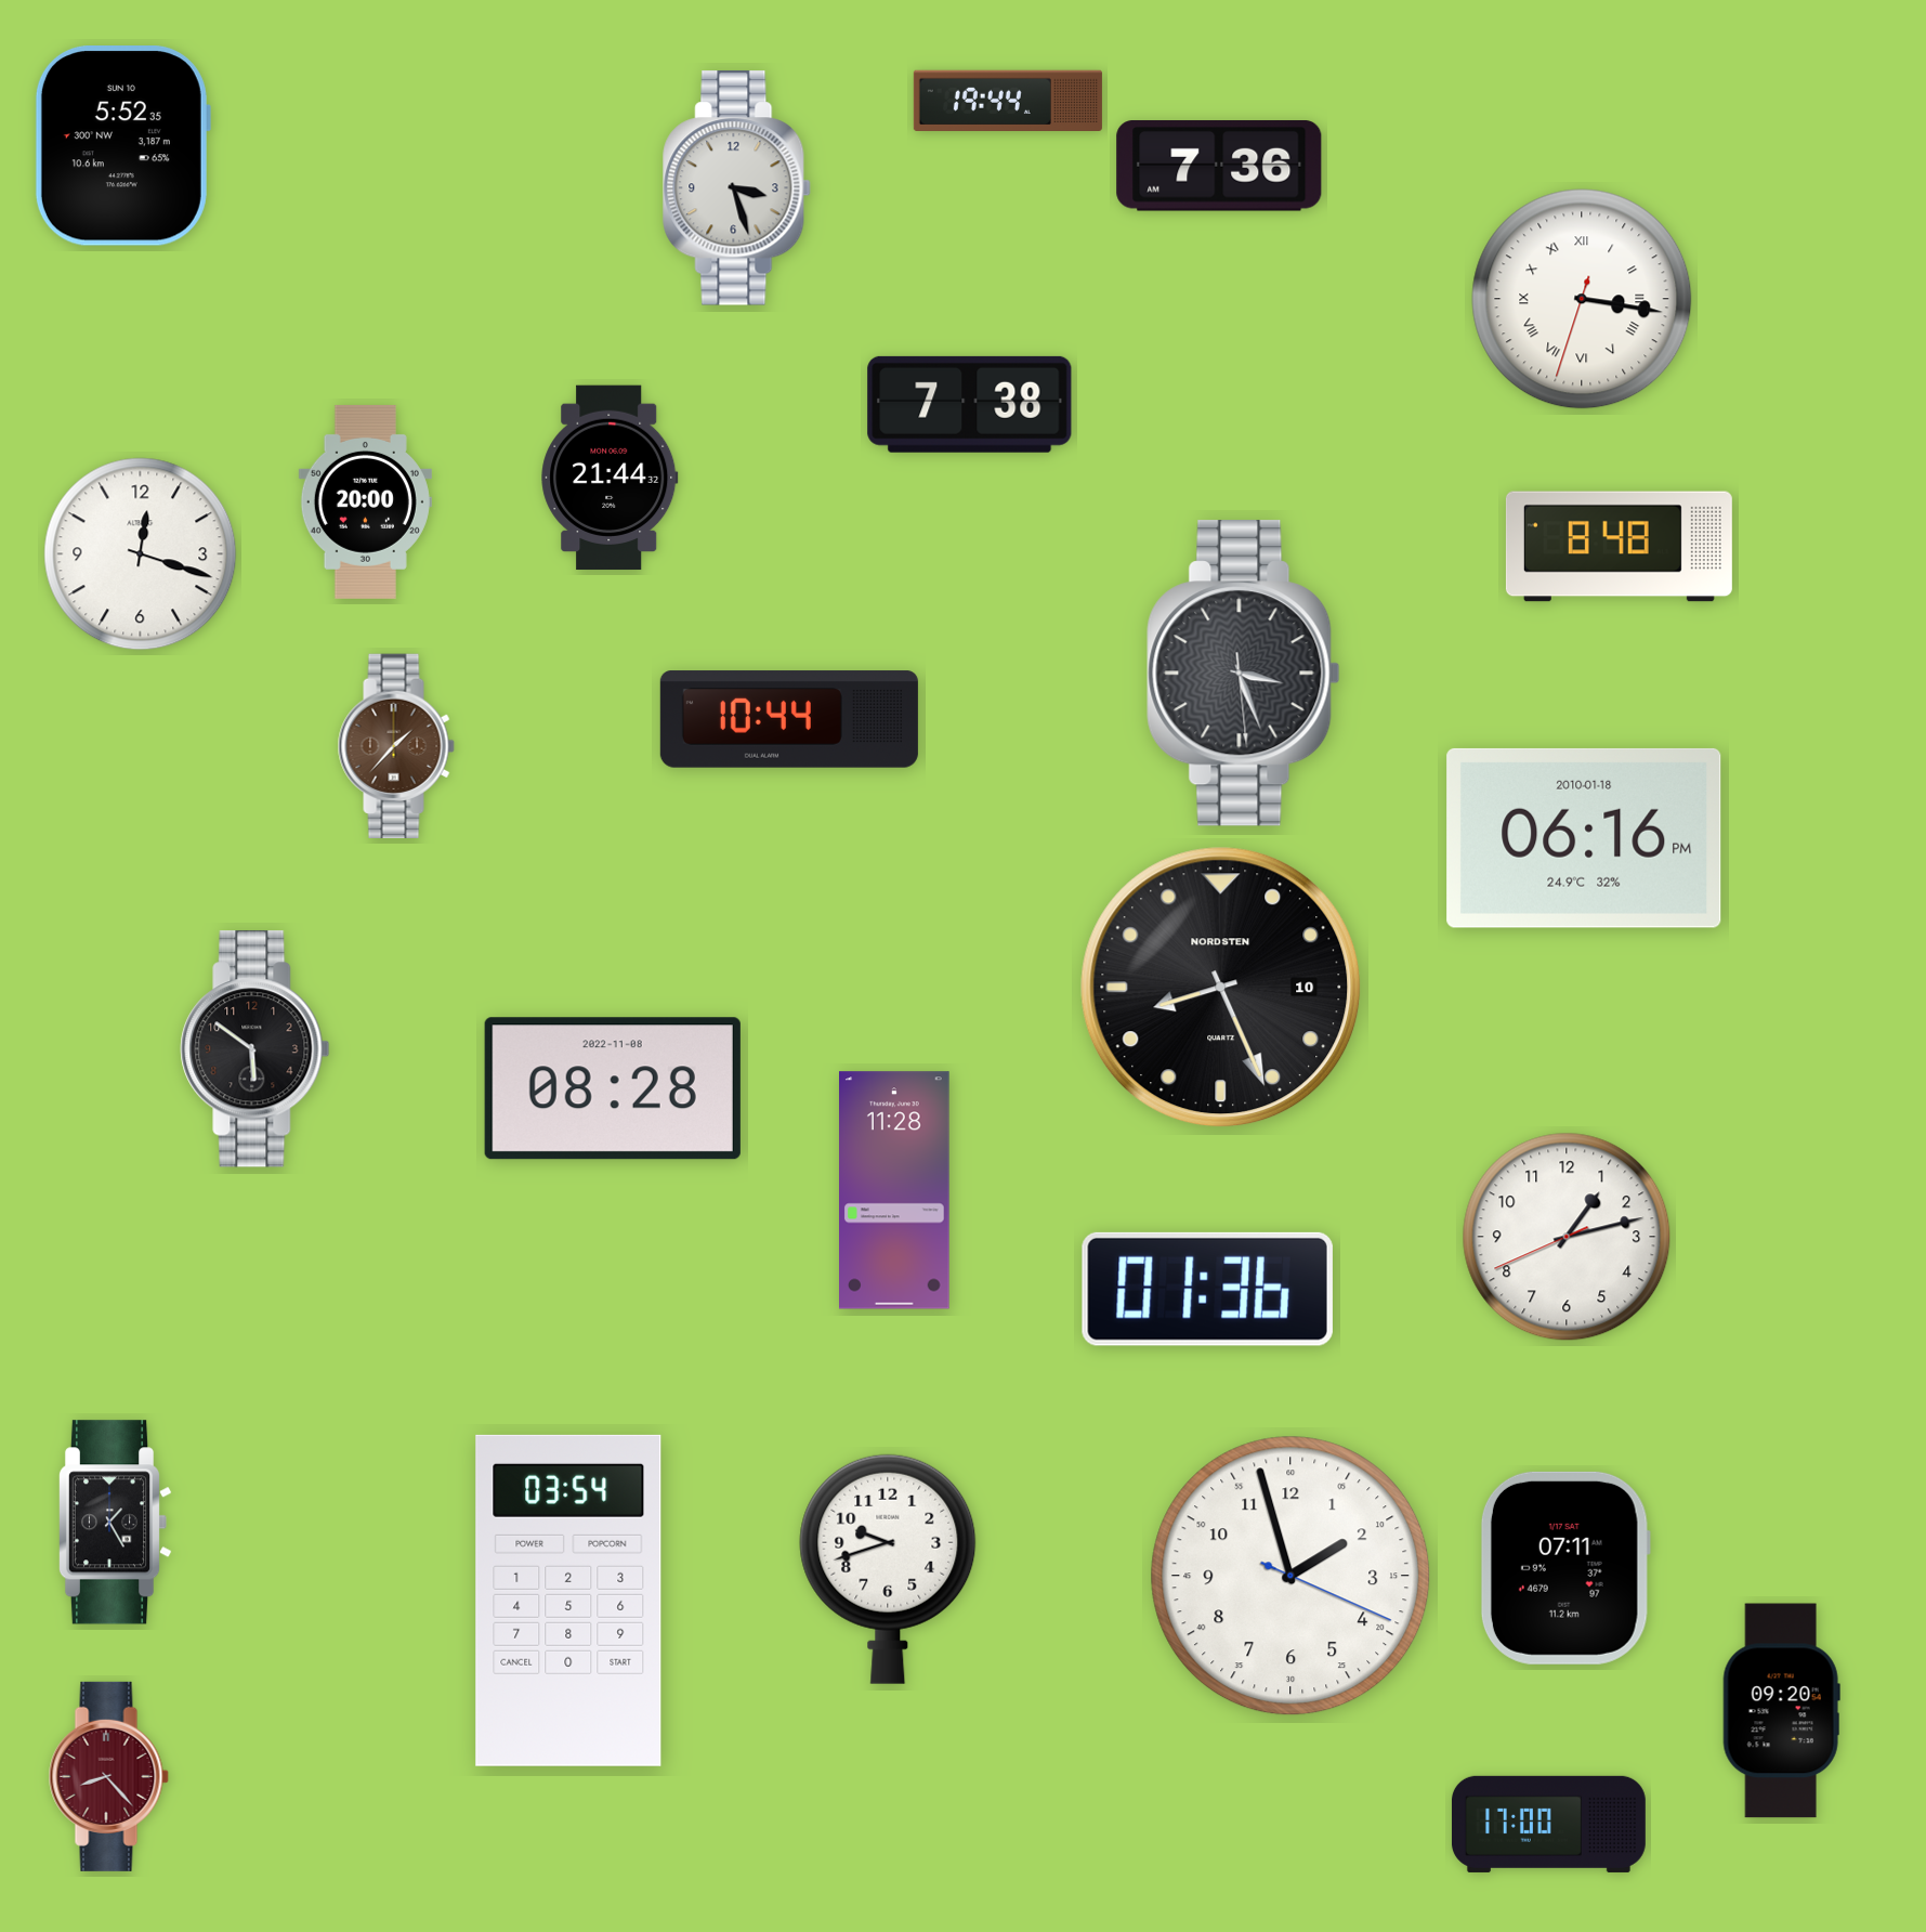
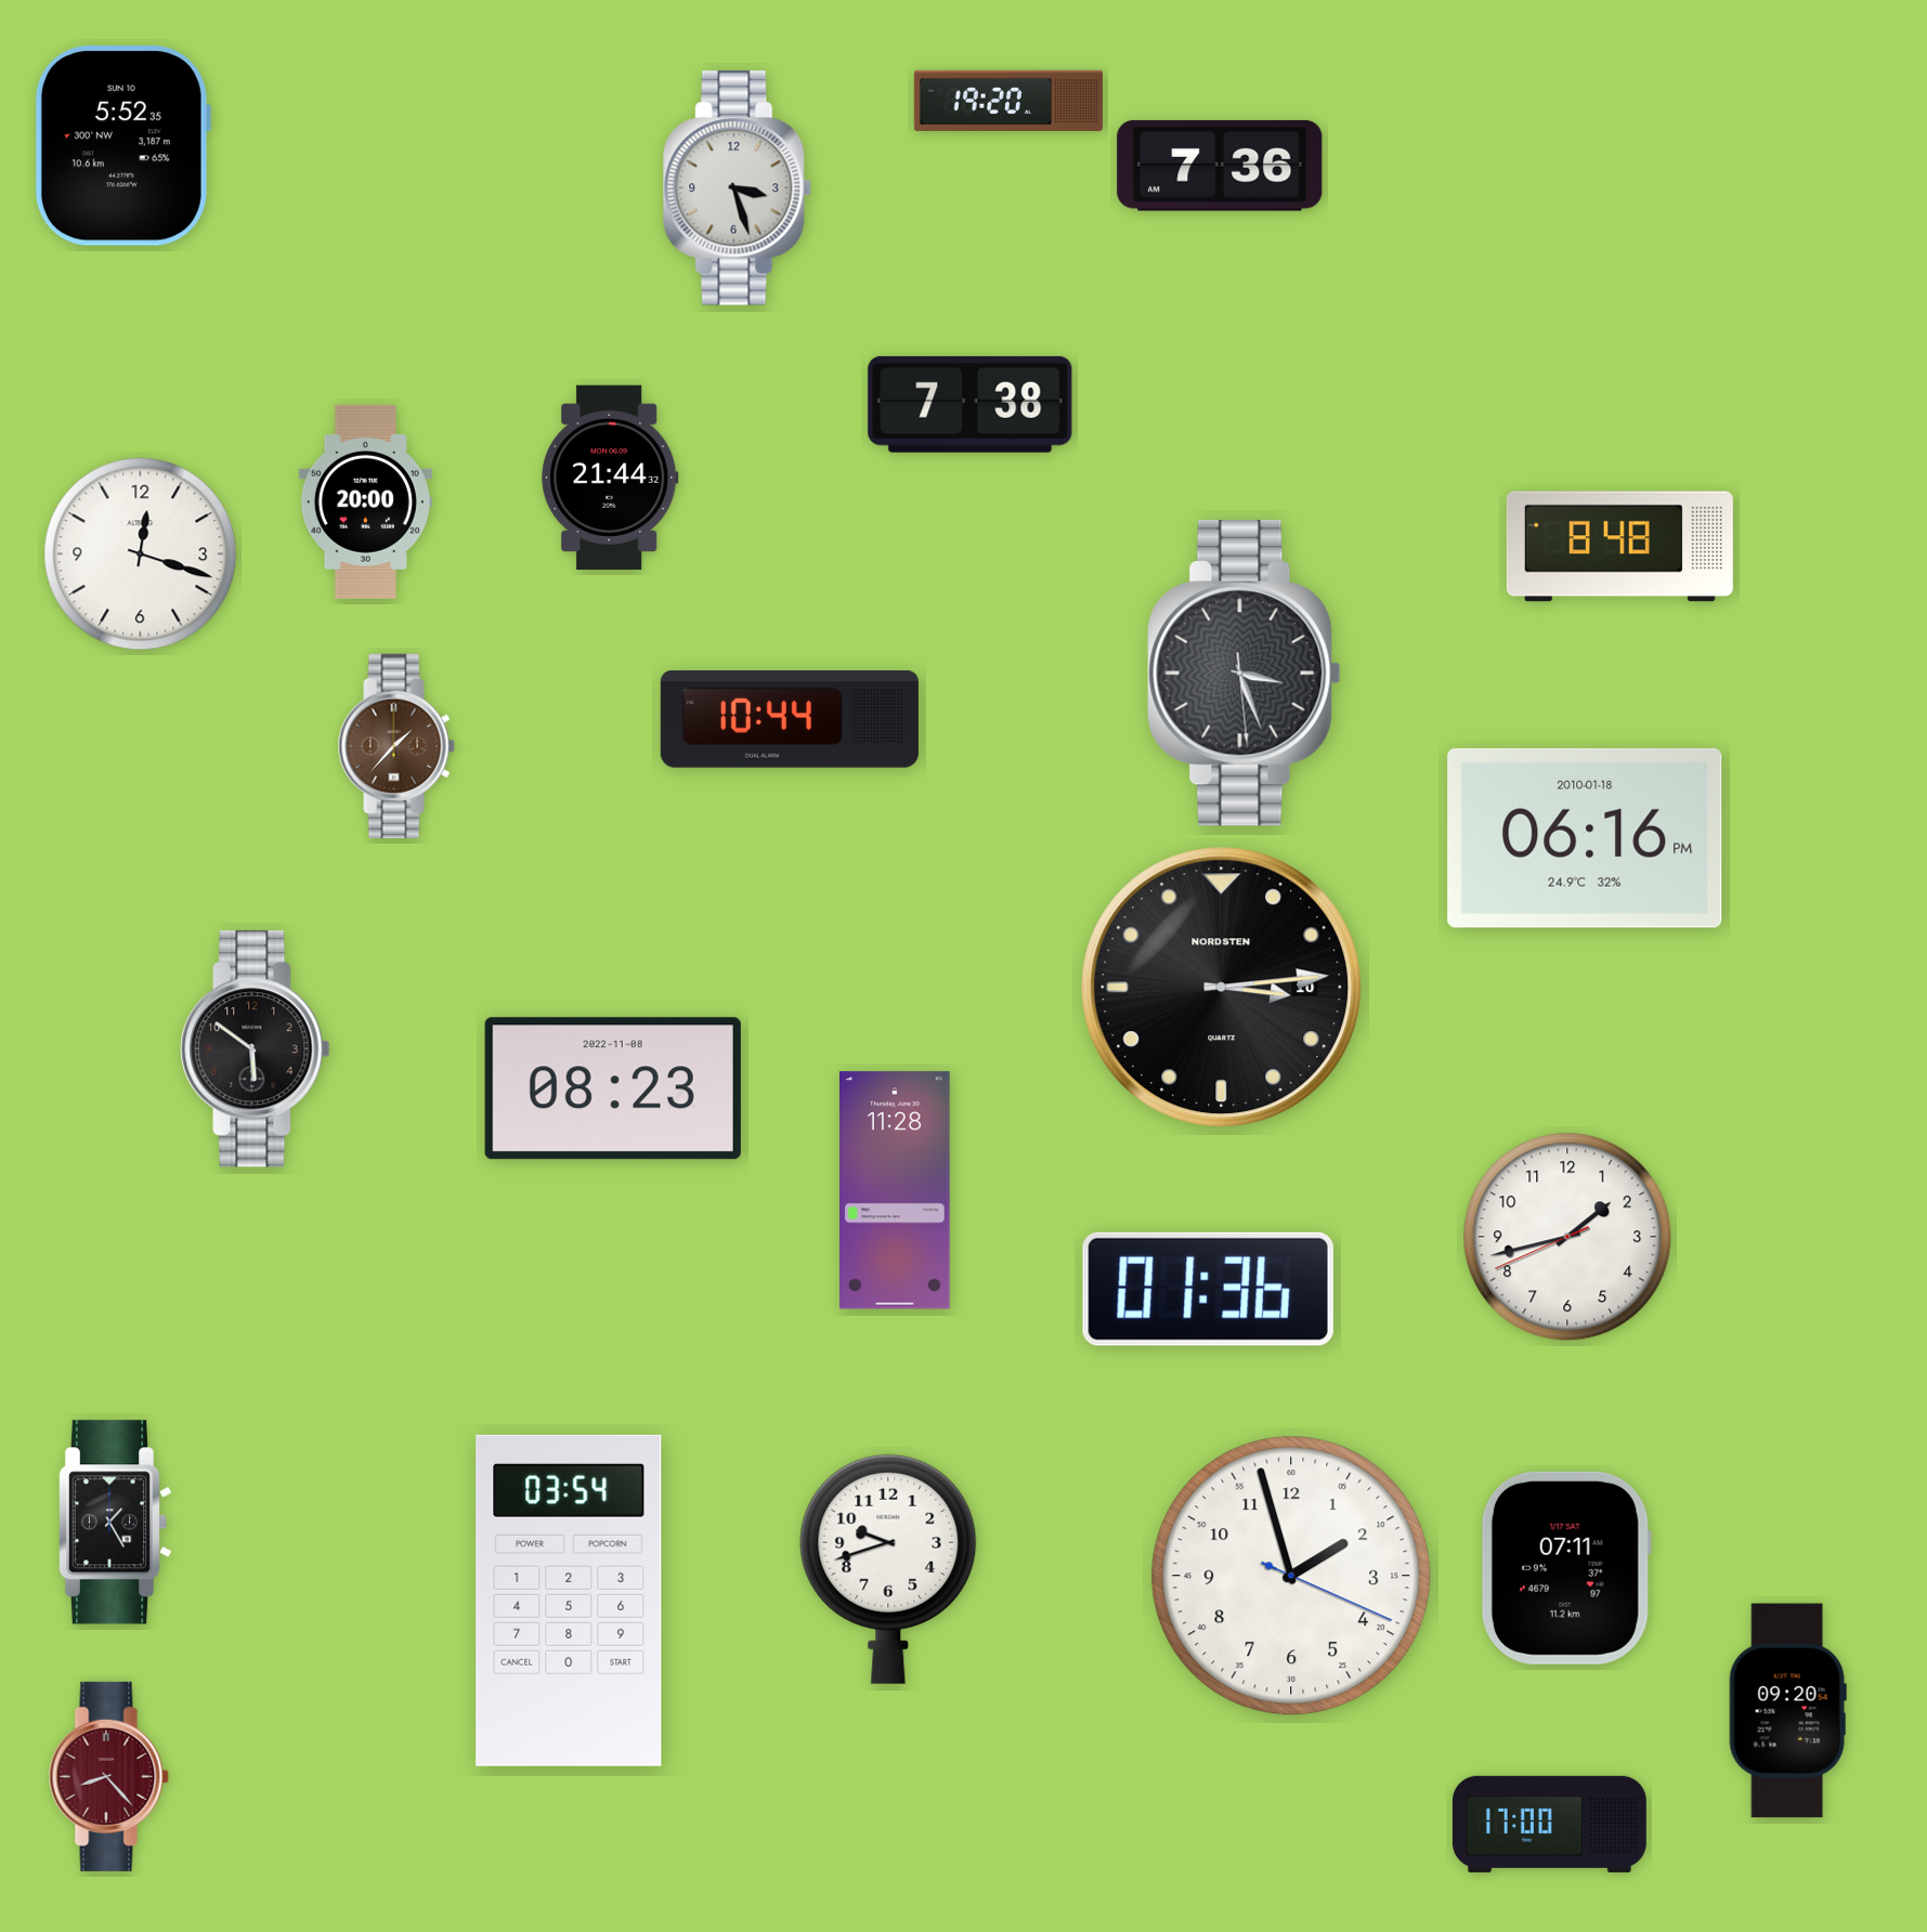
clock at (1008, 100): 19:44 -> 19:20
clock at (1582, 299): 3:16 -> none
clock at (1221, 988): 8:26 -> 3:14
clock at (613, 1088): 08:28 -> 08:23
clock at (1567, 1237): 1:12 -> 1:42
clock at (1781, 1711) position: (1781, 1711) -> (1787, 1711)
